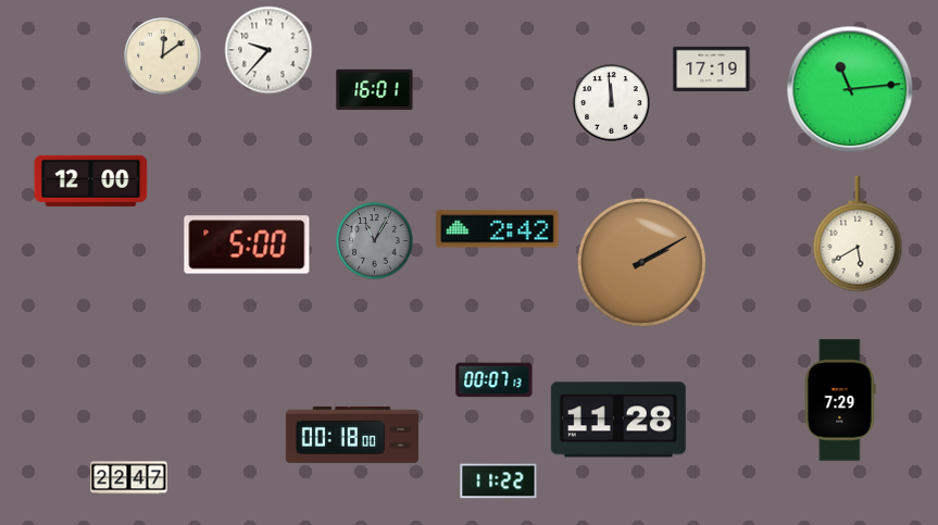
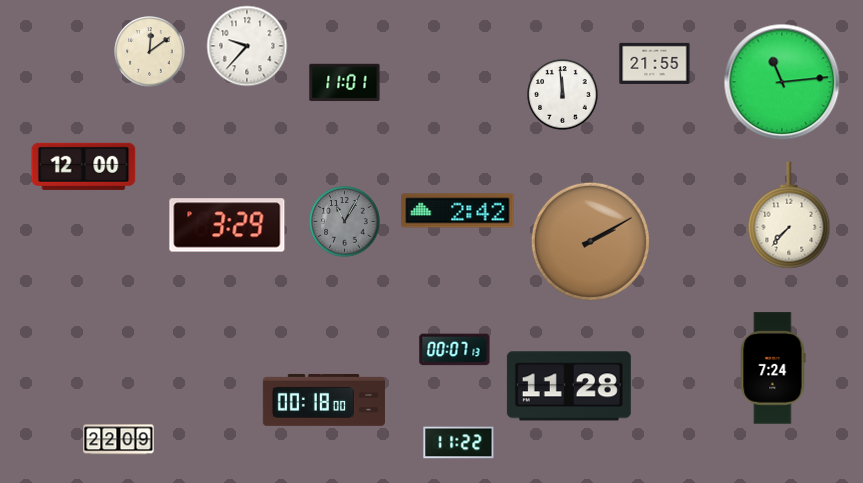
clock at (712, 68): 17:19 -> 21:55
clock at (375, 90): 16:01 -> 11:01
clock at (858, 234): 5:40 -> 7:37
clock at (247, 245): 5:00 -> 3:29
clock at (840, 400): 7:29 -> 7:24
clock at (129, 478): 22:47 -> 22:09
